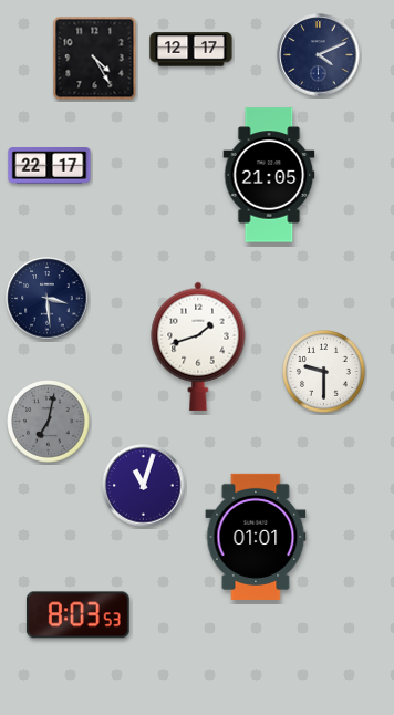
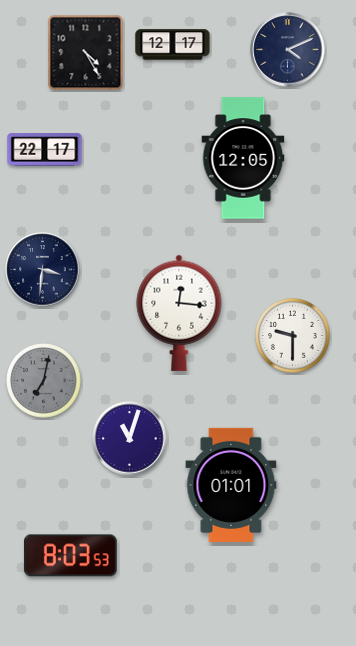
clock at (269, 175): 21:05 -> 12:05
clock at (48, 299): 3:29 -> 3:31
clock at (198, 346): 1:42 -> 12:16
